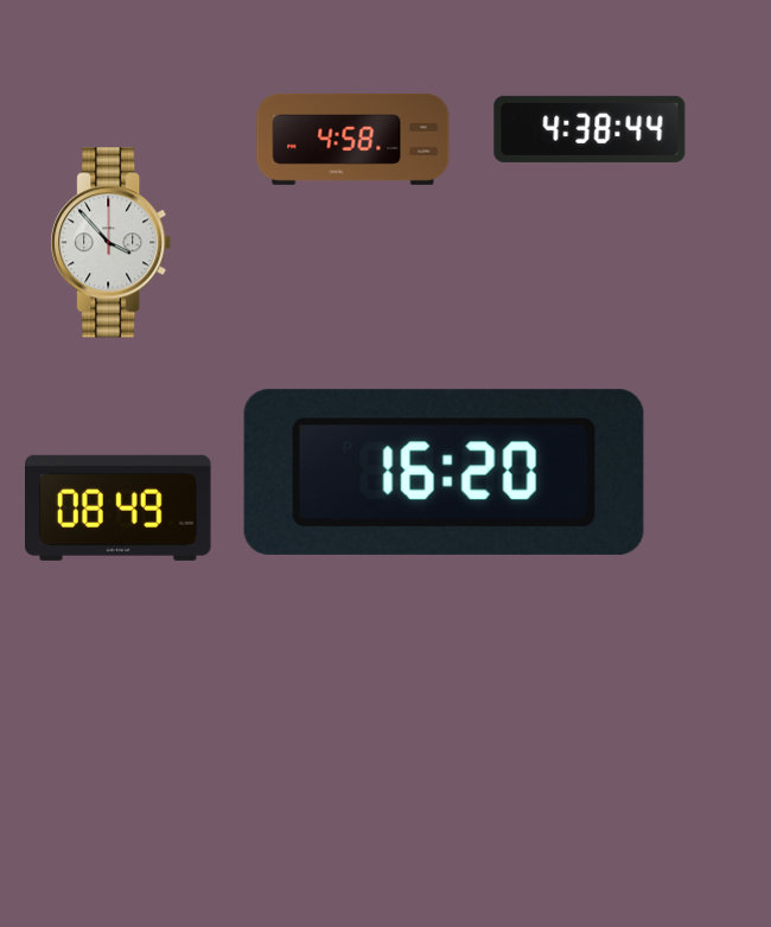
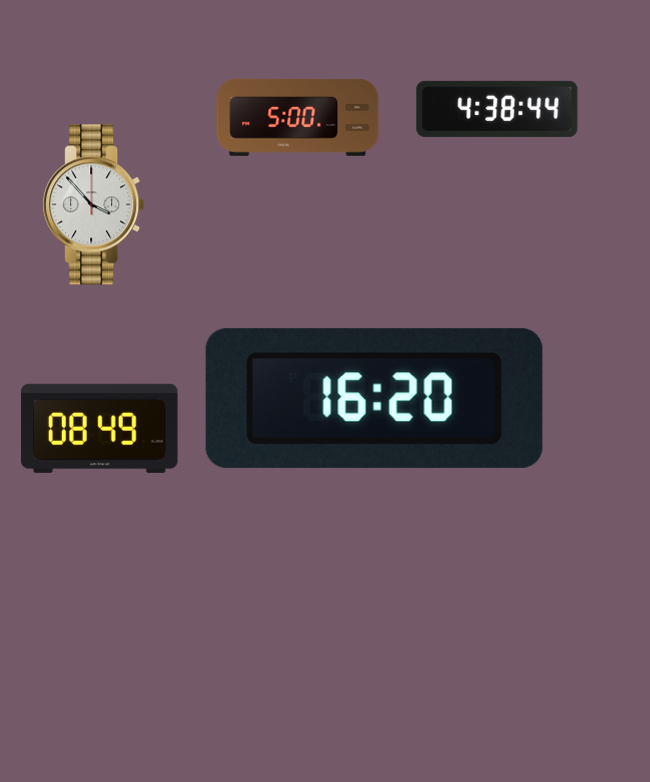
clock at (353, 139): 4:58 -> 5:00
